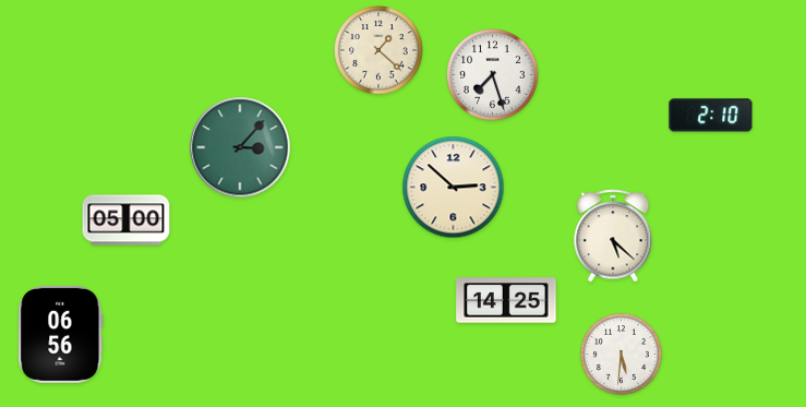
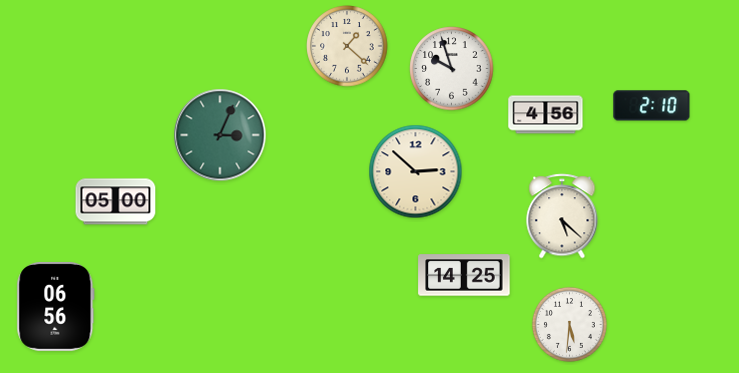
clock at (493, 75): 7:27 -> 9:57
clock at (546, 115): none -> 4:56
clock at (240, 147): 3:07 -> 3:04
